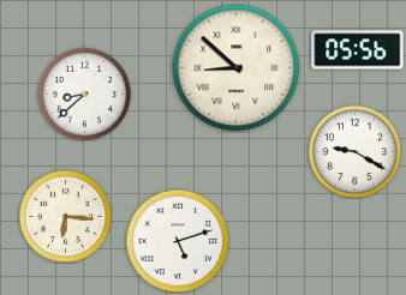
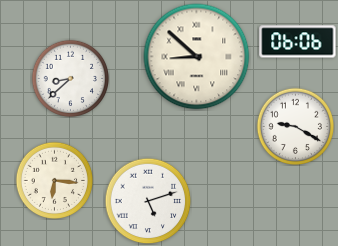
clock at (358, 50): 05:56 -> 06:06
